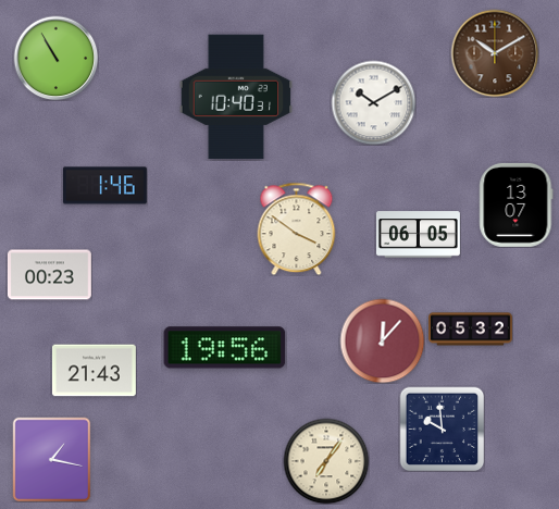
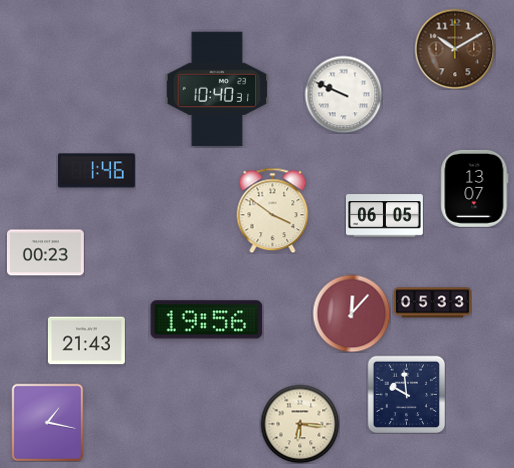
clock at (55, 58): 10:55 -> none
clock at (373, 102): 10:10 -> 9:49
clock at (471, 330): 05:32 -> 05:33
clock at (326, 461): 7:06 -> 6:16
